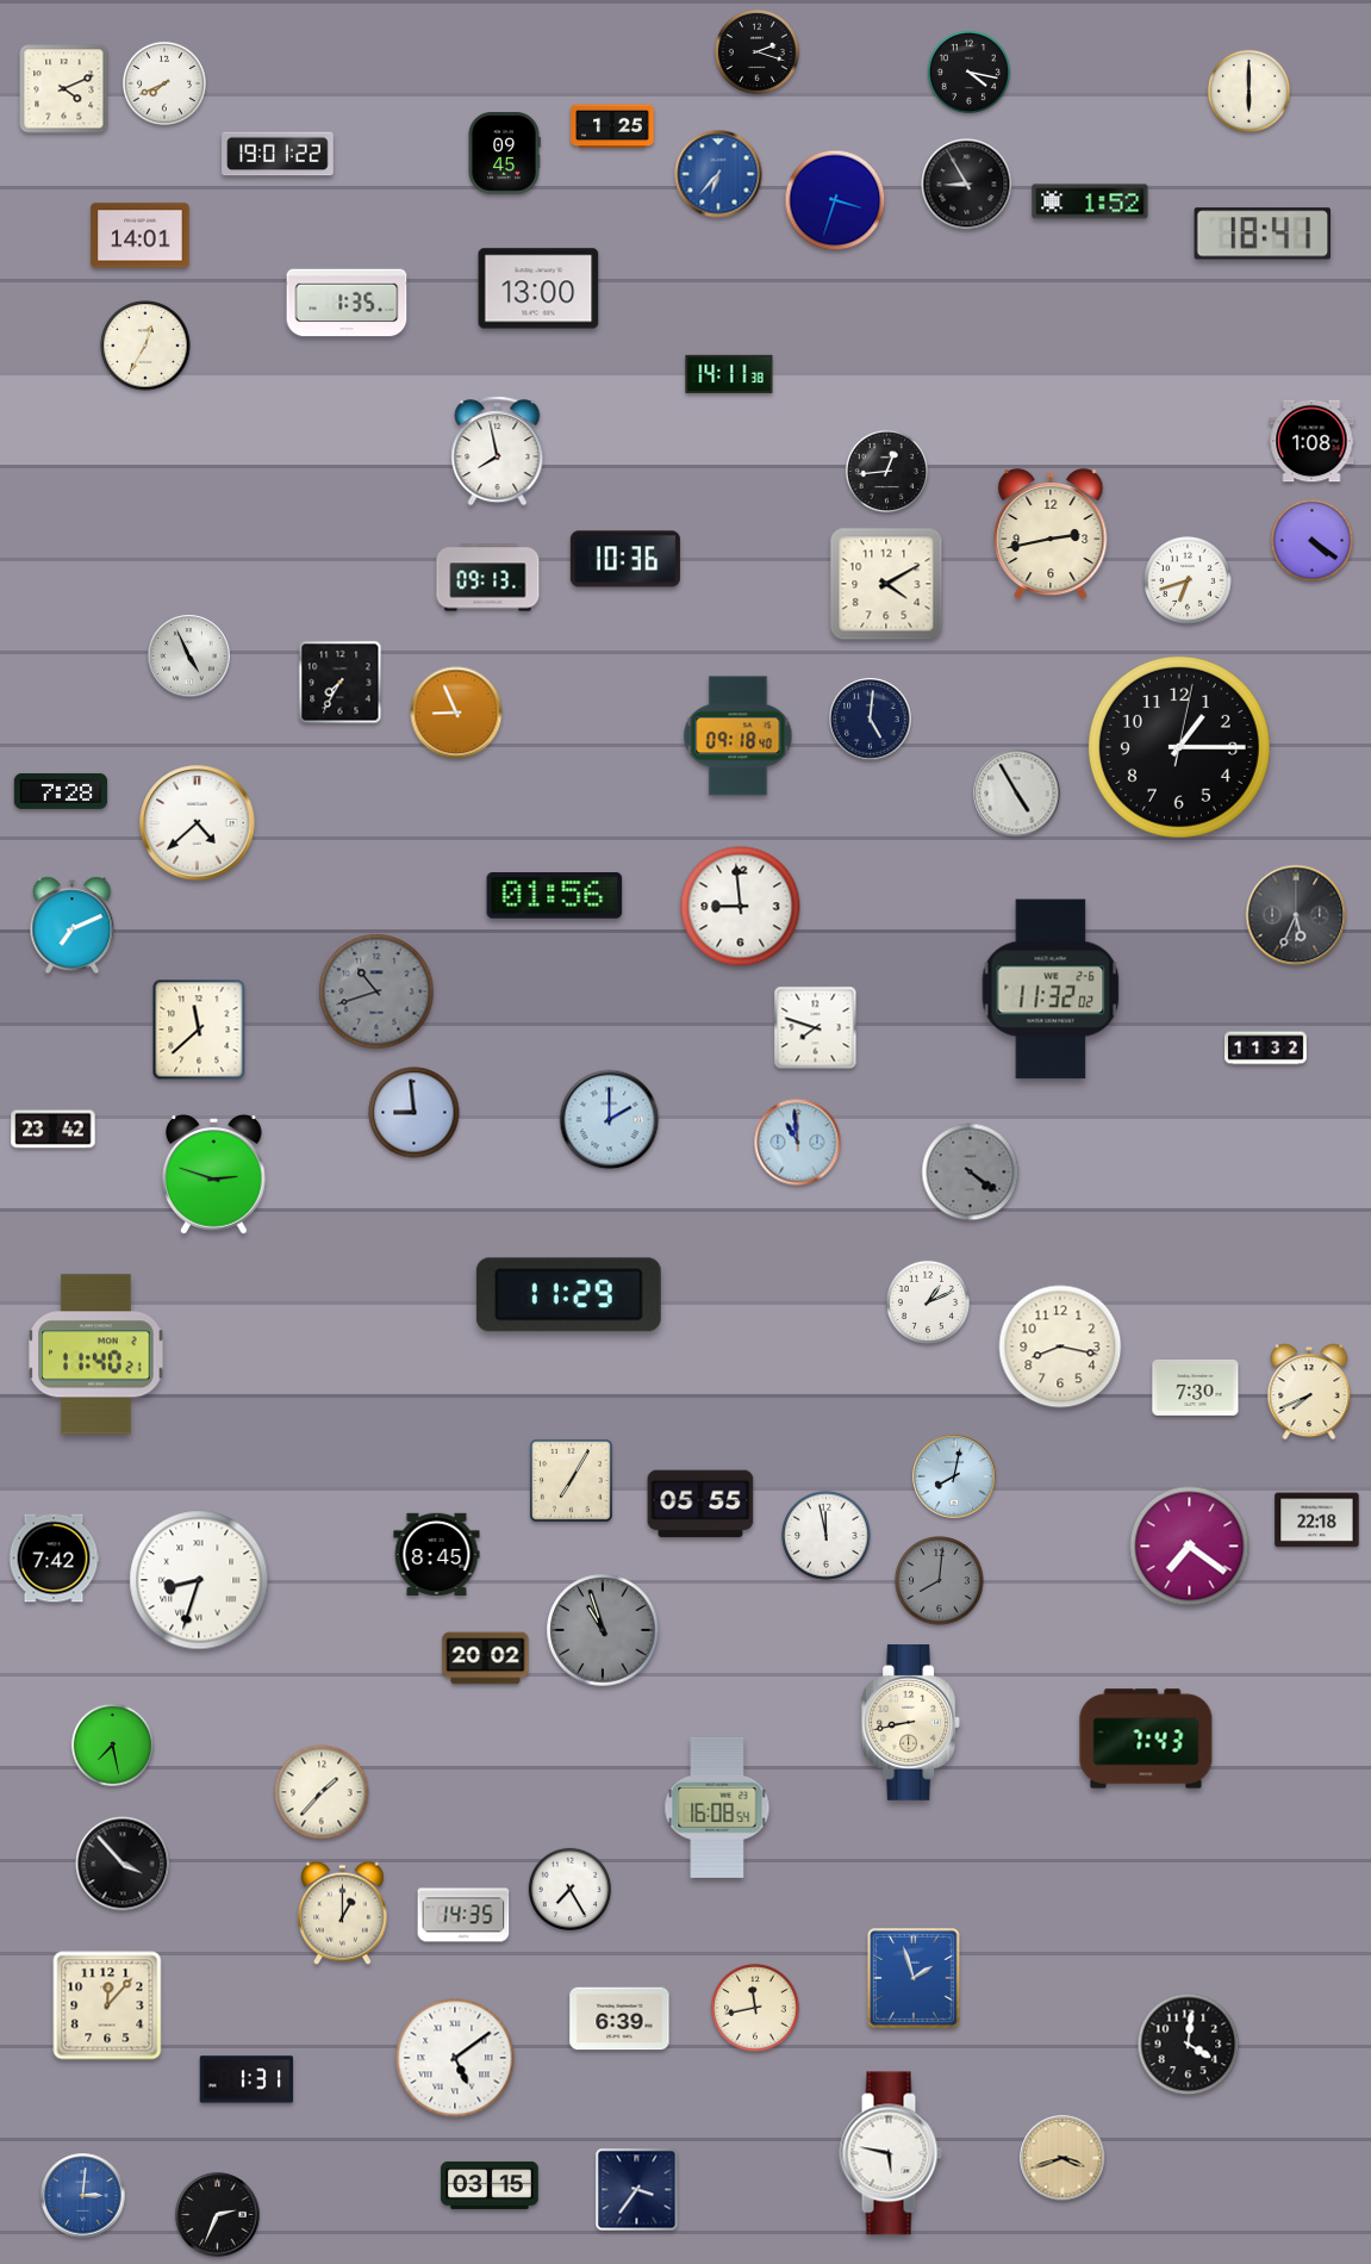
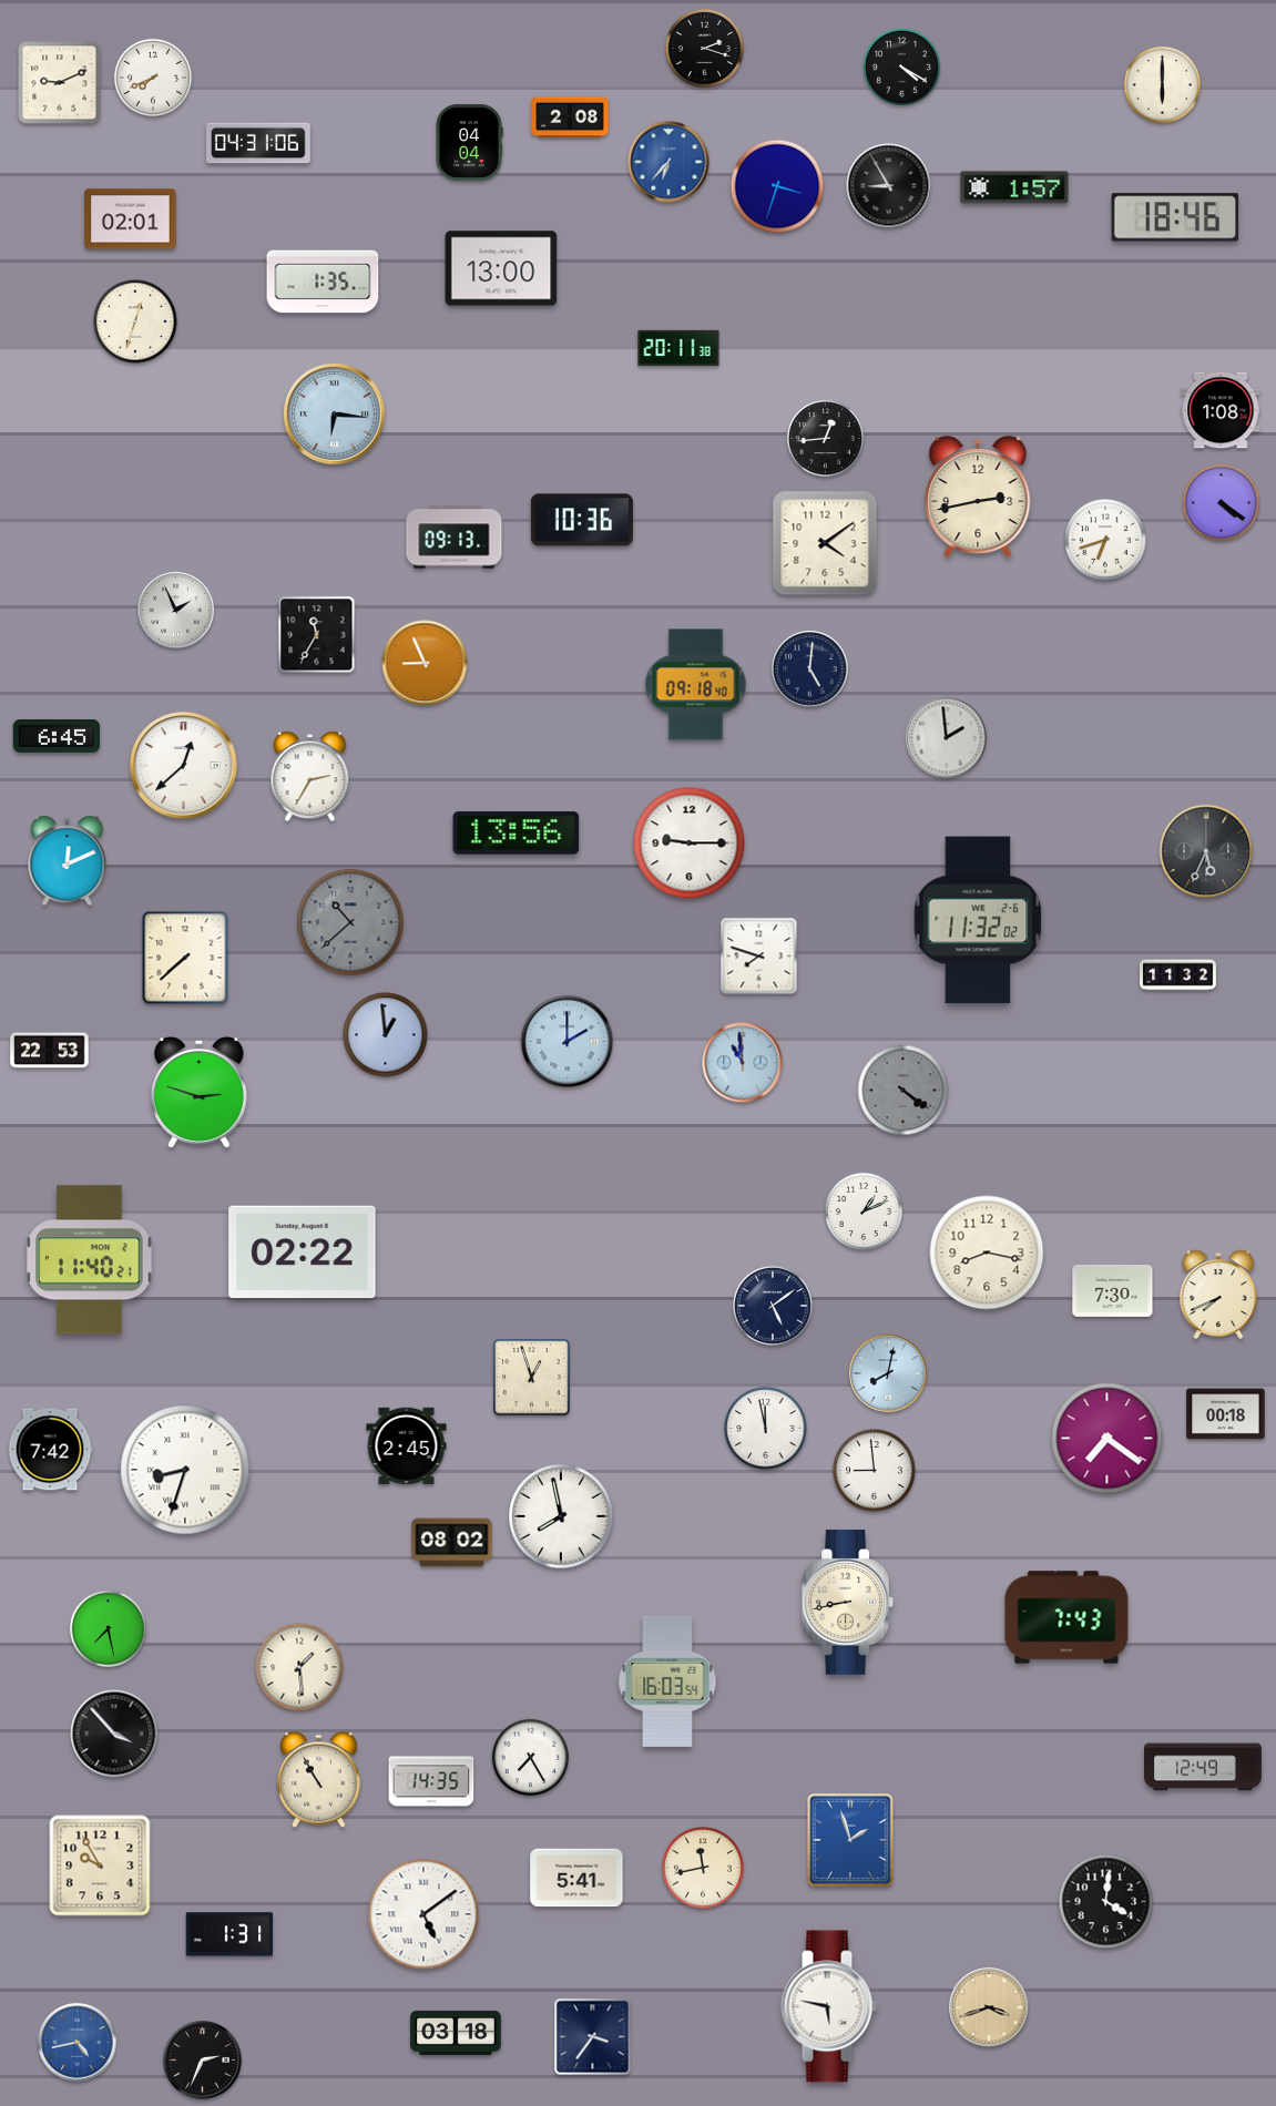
clock at (968, 71): 4:17 -> 4:20
clock at (64, 89): 4:11 -> 9:11
clock at (612, 126): 1:25 -> 2:08
clock at (279, 154): 19:01 -> 04:31
clock at (504, 154): 09:45 -> 04:04
clock at (967, 185) position: (967, 185) -> (889, 186)
clock at (1090, 201): 1:52 -> 1:57
clock at (1263, 234): 18:41 -> 18:46
clock at (141, 236): 14:01 -> 02:01
clock at (145, 346): 12:35 -> 12:33
clock at (729, 373): 14:11 -> 20:11
clock at (334, 413): none -> 6:16
clock at (498, 452): 7:58 -> none
clock at (886, 584): 4:10 -> 4:09
clock at (189, 657): 4:56 -> 1:56
clock at (341, 683): 7:35 -> 11:35
clock at (739, 736) position: (739, 736) -> (696, 685)
clock at (1179, 747): 1:15 -> none
clock at (61, 791): 7:28 -> 6:45
clock at (1017, 794): 4:55 -> 1:59
clock at (198, 823): 4:38 -> 12:38
clock at (310, 777): none -> 2:35
clock at (555, 896): 01:56 -> 13:56
clock at (741, 907): 8:59 -> 9:15
clock at (73, 926): 7:11 -> 12:11
clock at (376, 991): 10:42 -> 10:38
clock at (199, 1030): 11:38 -> 7:38
clock at (415, 1113): 8:59 -> 12:59
clock at (54, 1130): 23:42 -> 22:53
clock at (568, 1295): 11:29 -> none
clock at (303, 1253): none -> 02:22
clock at (774, 1307): none -> 5:09
clock at (572, 1481): 7:05 -> 12:57
clock at (700, 1504): 05:55 -> none
clock at (1317, 1520): 22:18 -> 00:18
clock at (827, 1536) position: (827, 1536) -> (766, 1429)
clock at (437, 1554): 8:45 -> 2:45
clock at (940, 1581): 8:01 -> 8:59
clock at (940, 1581) dial: grey -> white
clock at (603, 1630): 10:57 -> 7:58
clock at (603, 1630) dial: grey -> white
clock at (486, 1659): 20:02 -> 08:02
clock at (112, 1744) position: (112, 1744) -> (108, 1628)
clock at (322, 1792): 1:37 -> 1:29
clock at (717, 1808): 16:08 -> 16:03
clock at (1203, 1767): none -> 12:49
clock at (343, 1914): 1:00 -> 10:55
clock at (107, 2005): 12:07 -> 9:55
clock at (619, 2019): 6:39 -> 5:41
clock at (891, 2153) position: (891, 2153) -> (829, 2006)
clock at (490, 2185): 03:15 -> 03:18
clock at (83, 2196): 3:01 -> 4:43
